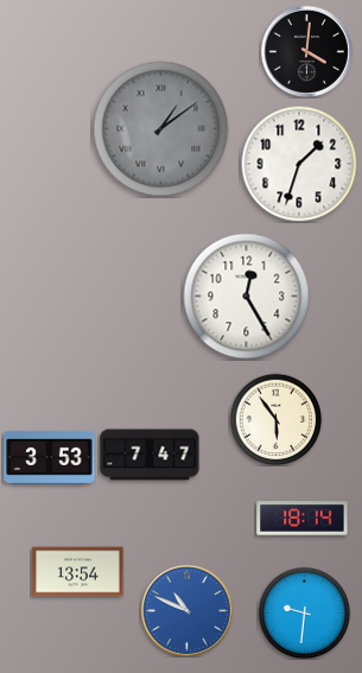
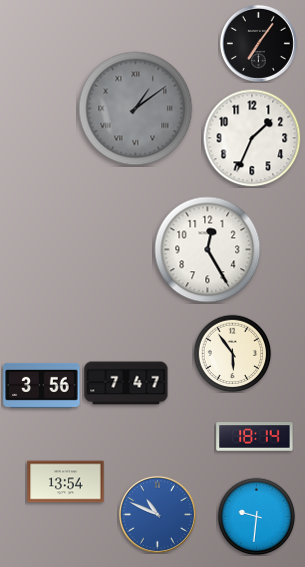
clock at (306, 51): 4:01 -> 7:06
clock at (299, 164): 1:33 -> 1:34
clock at (50, 457): 3:53 -> 3:56
